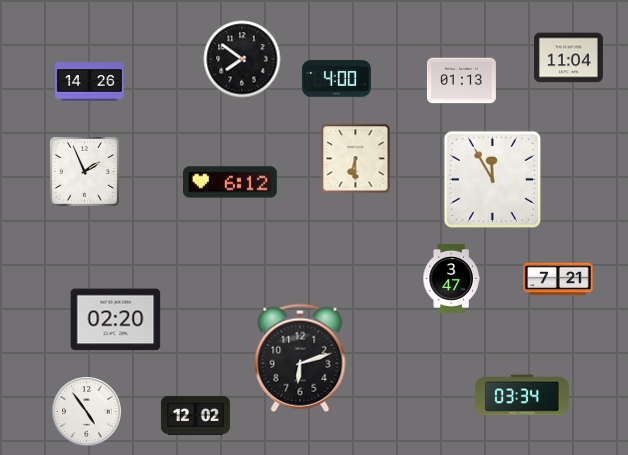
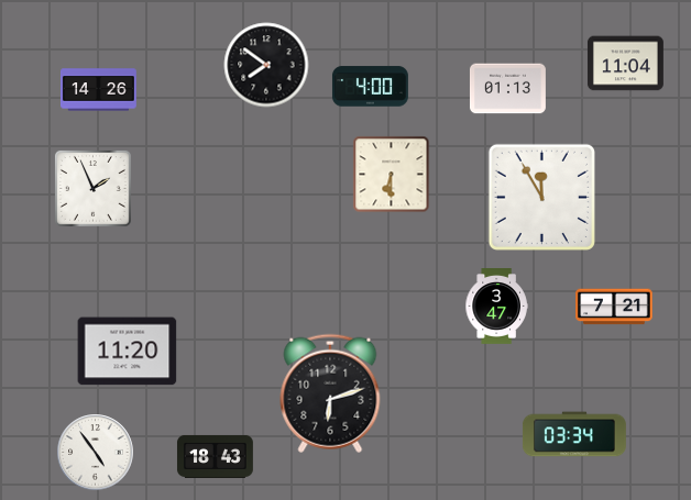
clock at (230, 182): 6:12 -> none
clock at (116, 320): 02:20 -> 11:20
clock at (195, 415): 12:02 -> 18:43
